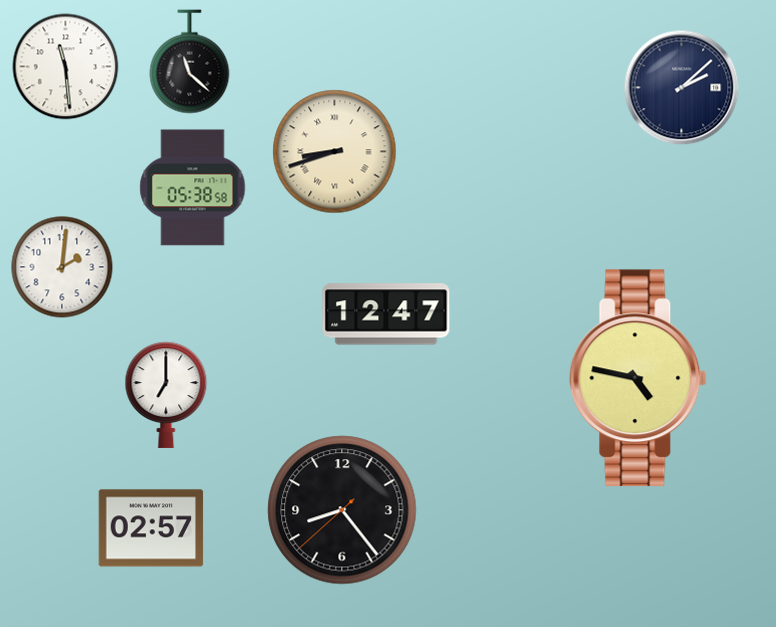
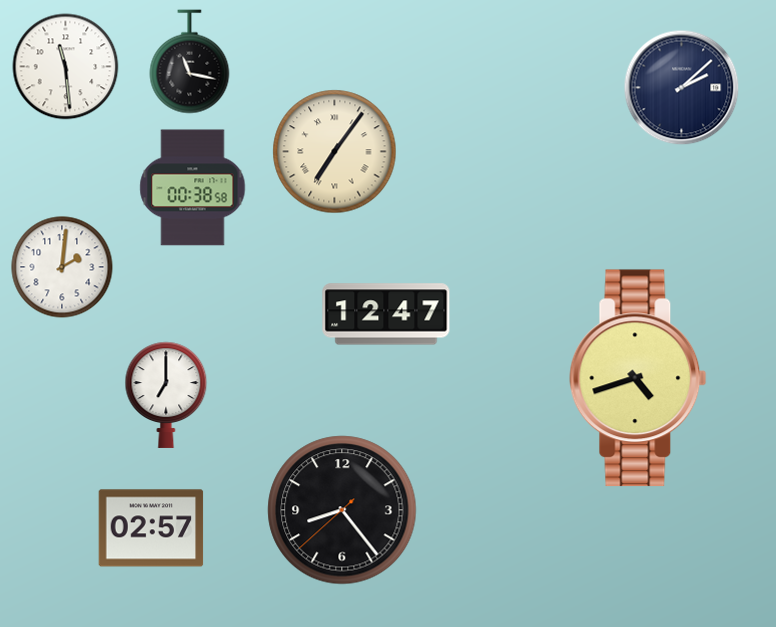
clock at (190, 62): 11:22 -> 11:17
clock at (335, 152): 8:42 -> 7:06
clock at (193, 188): 05:38 -> 00:38
clock at (638, 378): 4:47 -> 4:42
